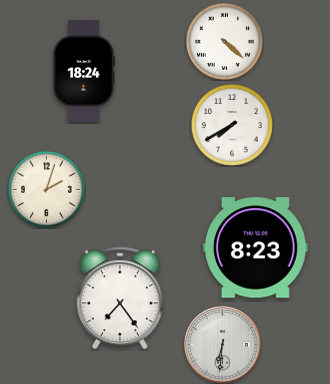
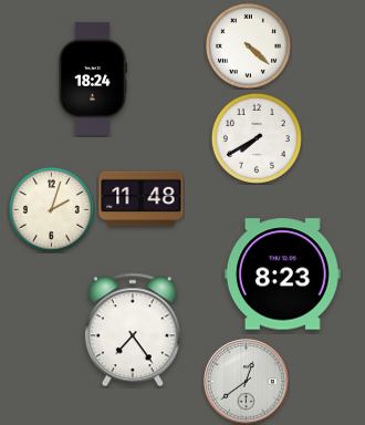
clock at (142, 199): none -> 11:48
clock at (223, 345): 6:31 -> 12:39
